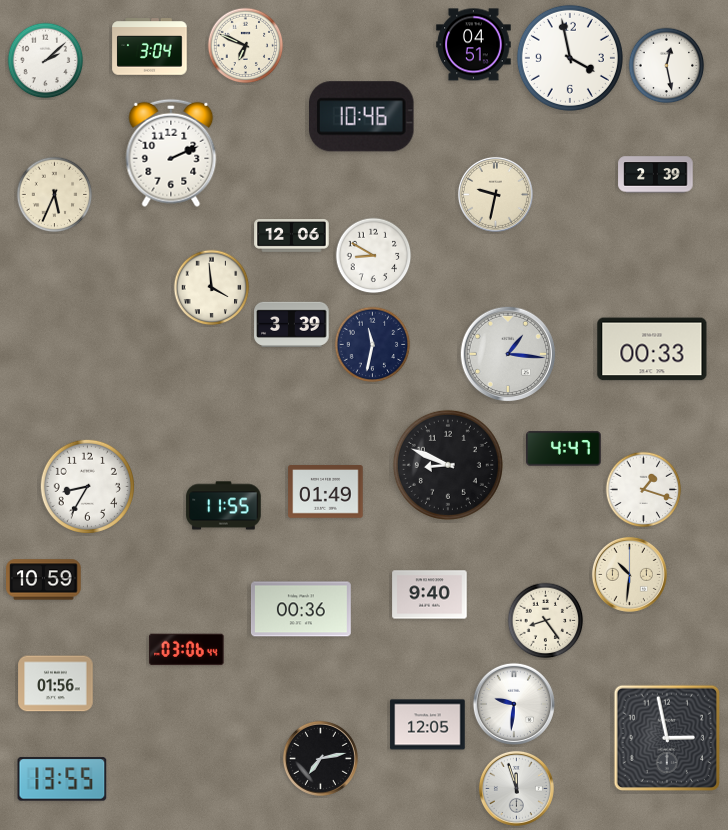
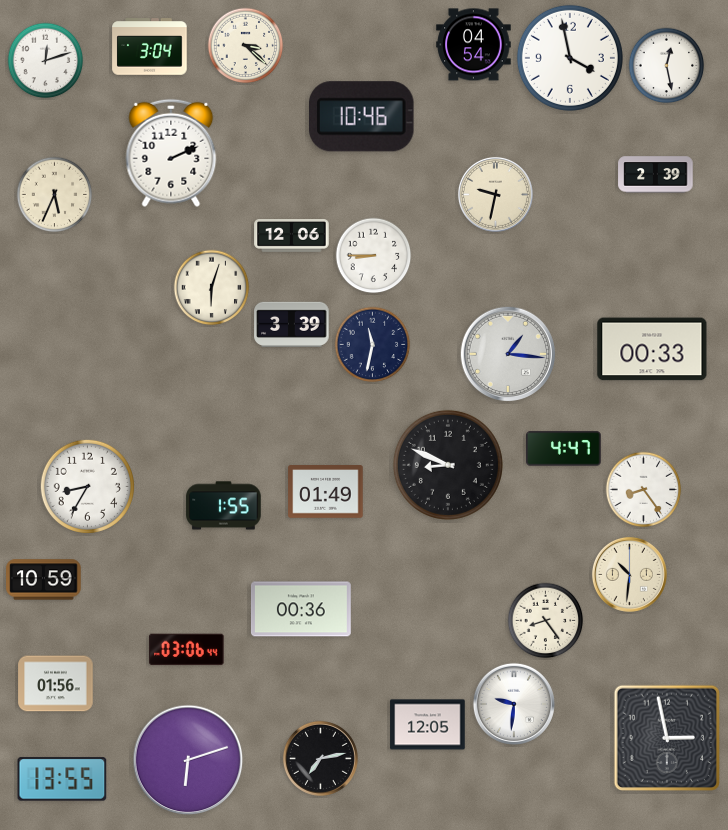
clock at (474, 45): 04:51 -> 04:54
clock at (246, 46): 6:49 -> 3:22
clock at (46, 61): 2:08 -> 12:12
clock at (374, 256): 8:50 -> 8:45
clock at (212, 288): 3:59 -> 6:03
clock at (644, 490): 1:18 -> 8:24
clock at (224, 506): 11:55 -> 1:55
clock at (430, 595): 9:40 -> none
clock at (188, 760): none -> 6:12
clock at (516, 788): 11:57 -> none
